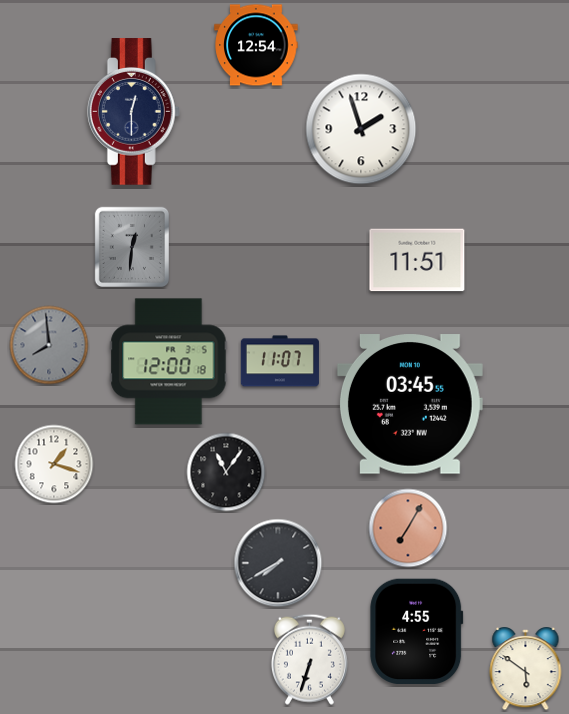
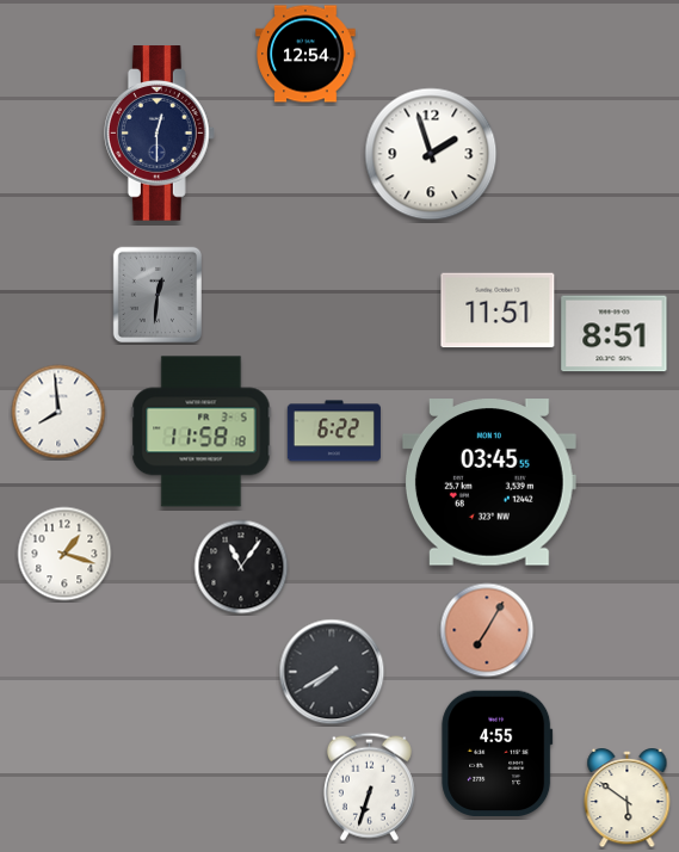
clock at (615, 334): none -> 8:51
clock at (49, 345) dial: grey -> white
clock at (280, 361): 11:07 -> 6:22
clock at (169, 362): 12:00 -> 11:58
clock at (226, 472) position: (226, 472) -> (241, 567)
